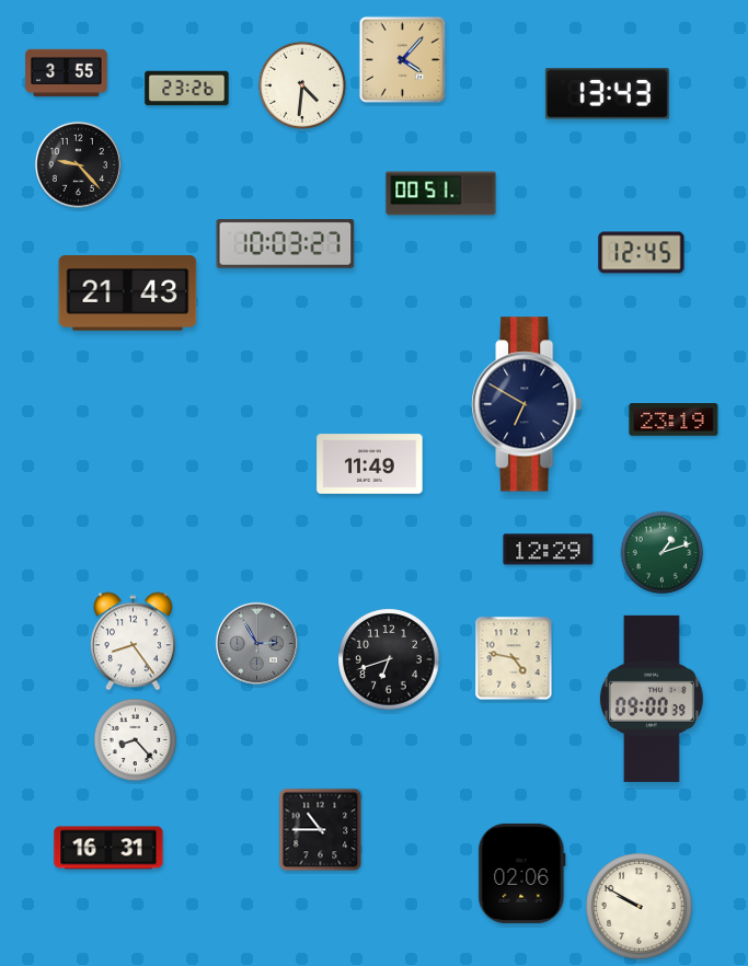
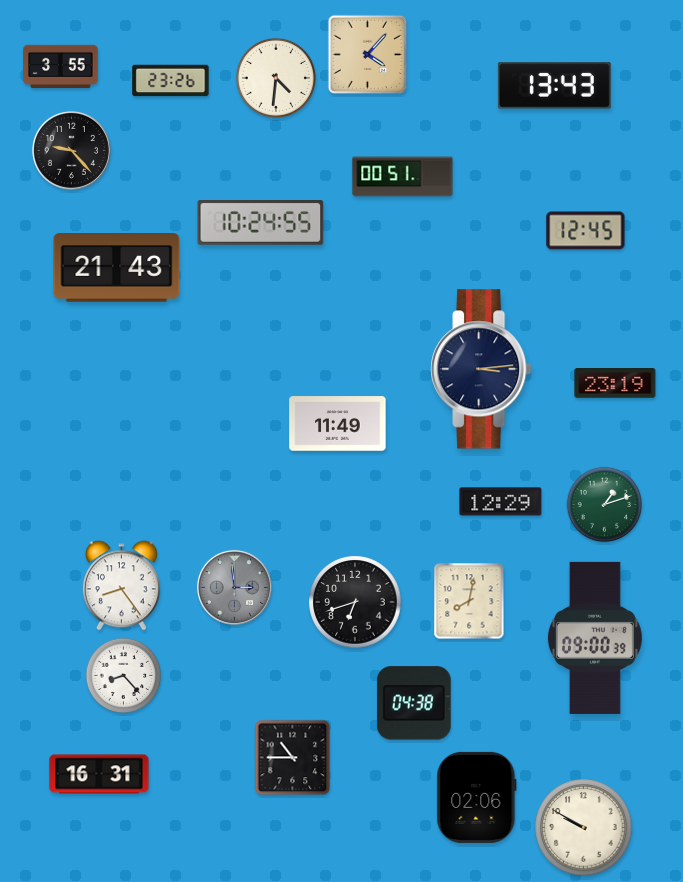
clock at (286, 244): 10:03 -> 10:24
clock at (527, 404): 6:50 -> 3:14
clock at (256, 643): 2:55 -> 2:59
clock at (514, 658): 4:47 -> 8:02
clock at (414, 703): none -> 04:38
